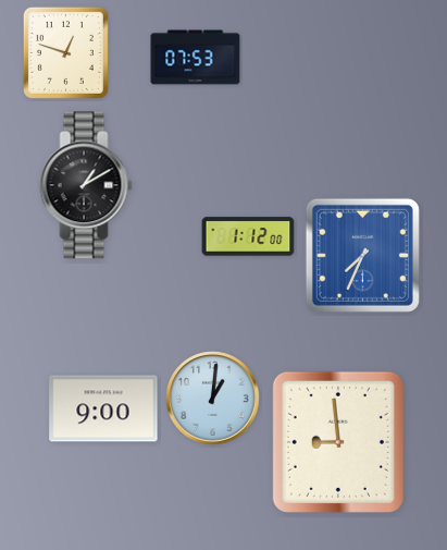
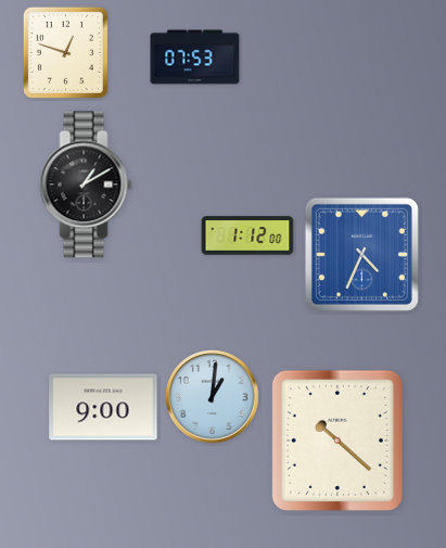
clock at (362, 255): 7:34 -> 4:34
clock at (338, 442): 8:59 -> 10:22
